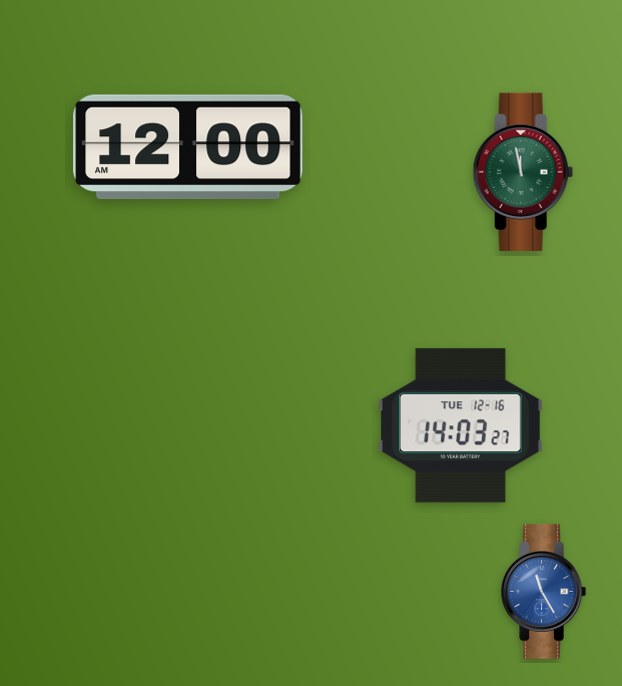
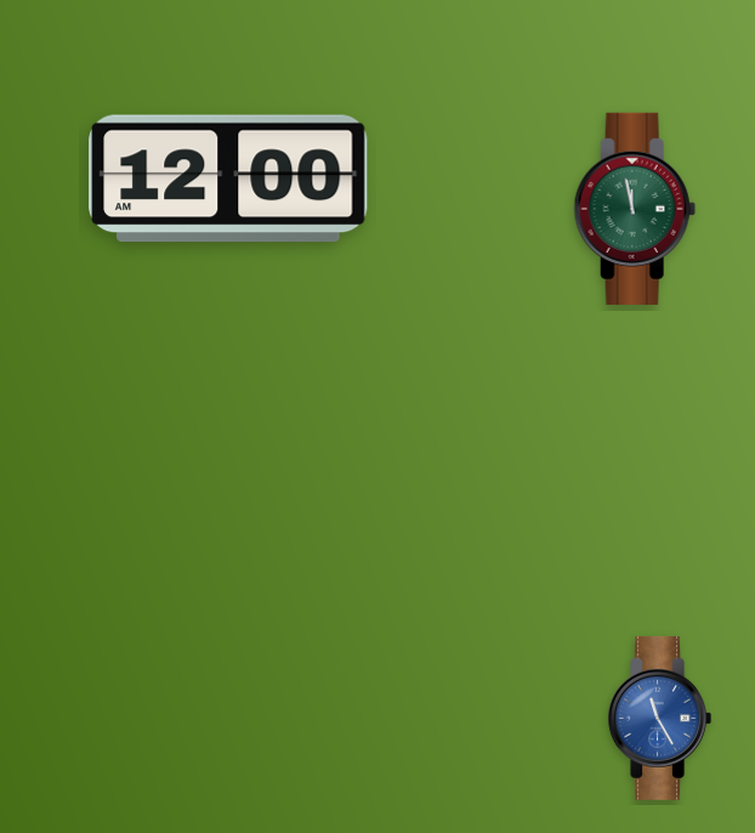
clock at (460, 426): 14:03 -> none
